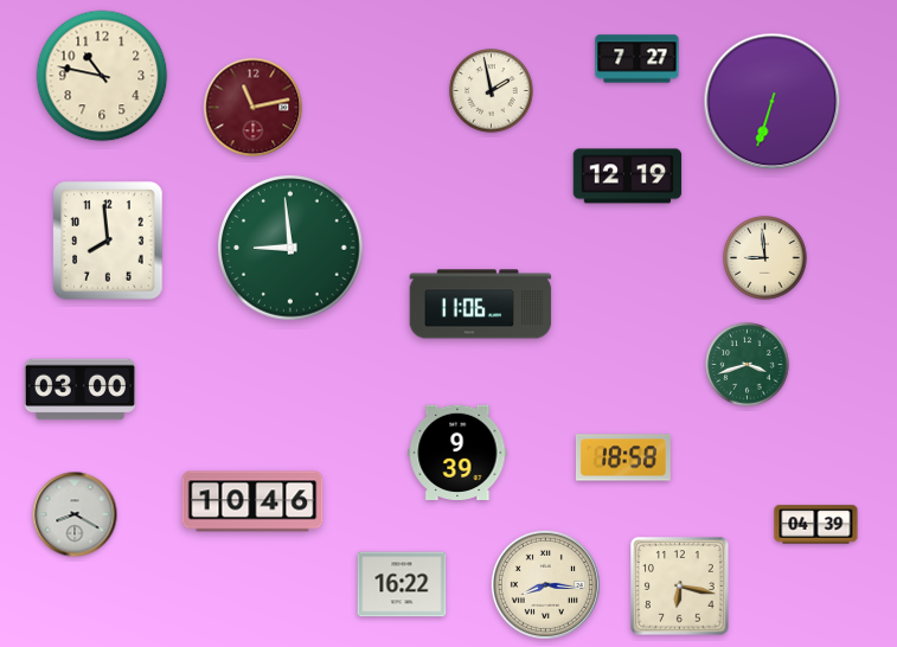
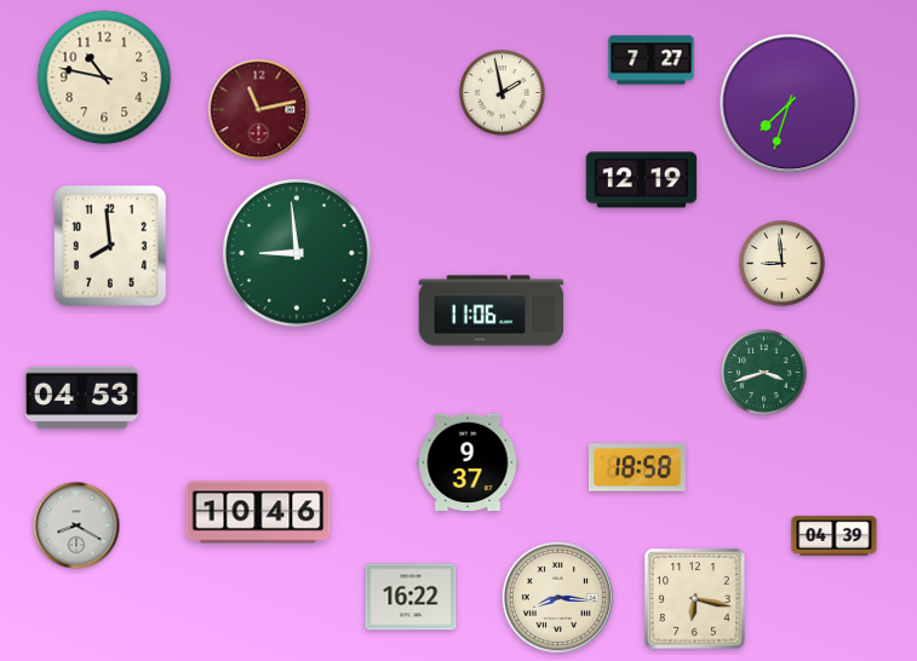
clock at (773, 102): 6:33 -> 7:33
clock at (79, 390): 03:00 -> 04:53
clock at (457, 451): 9:39 -> 9:37
